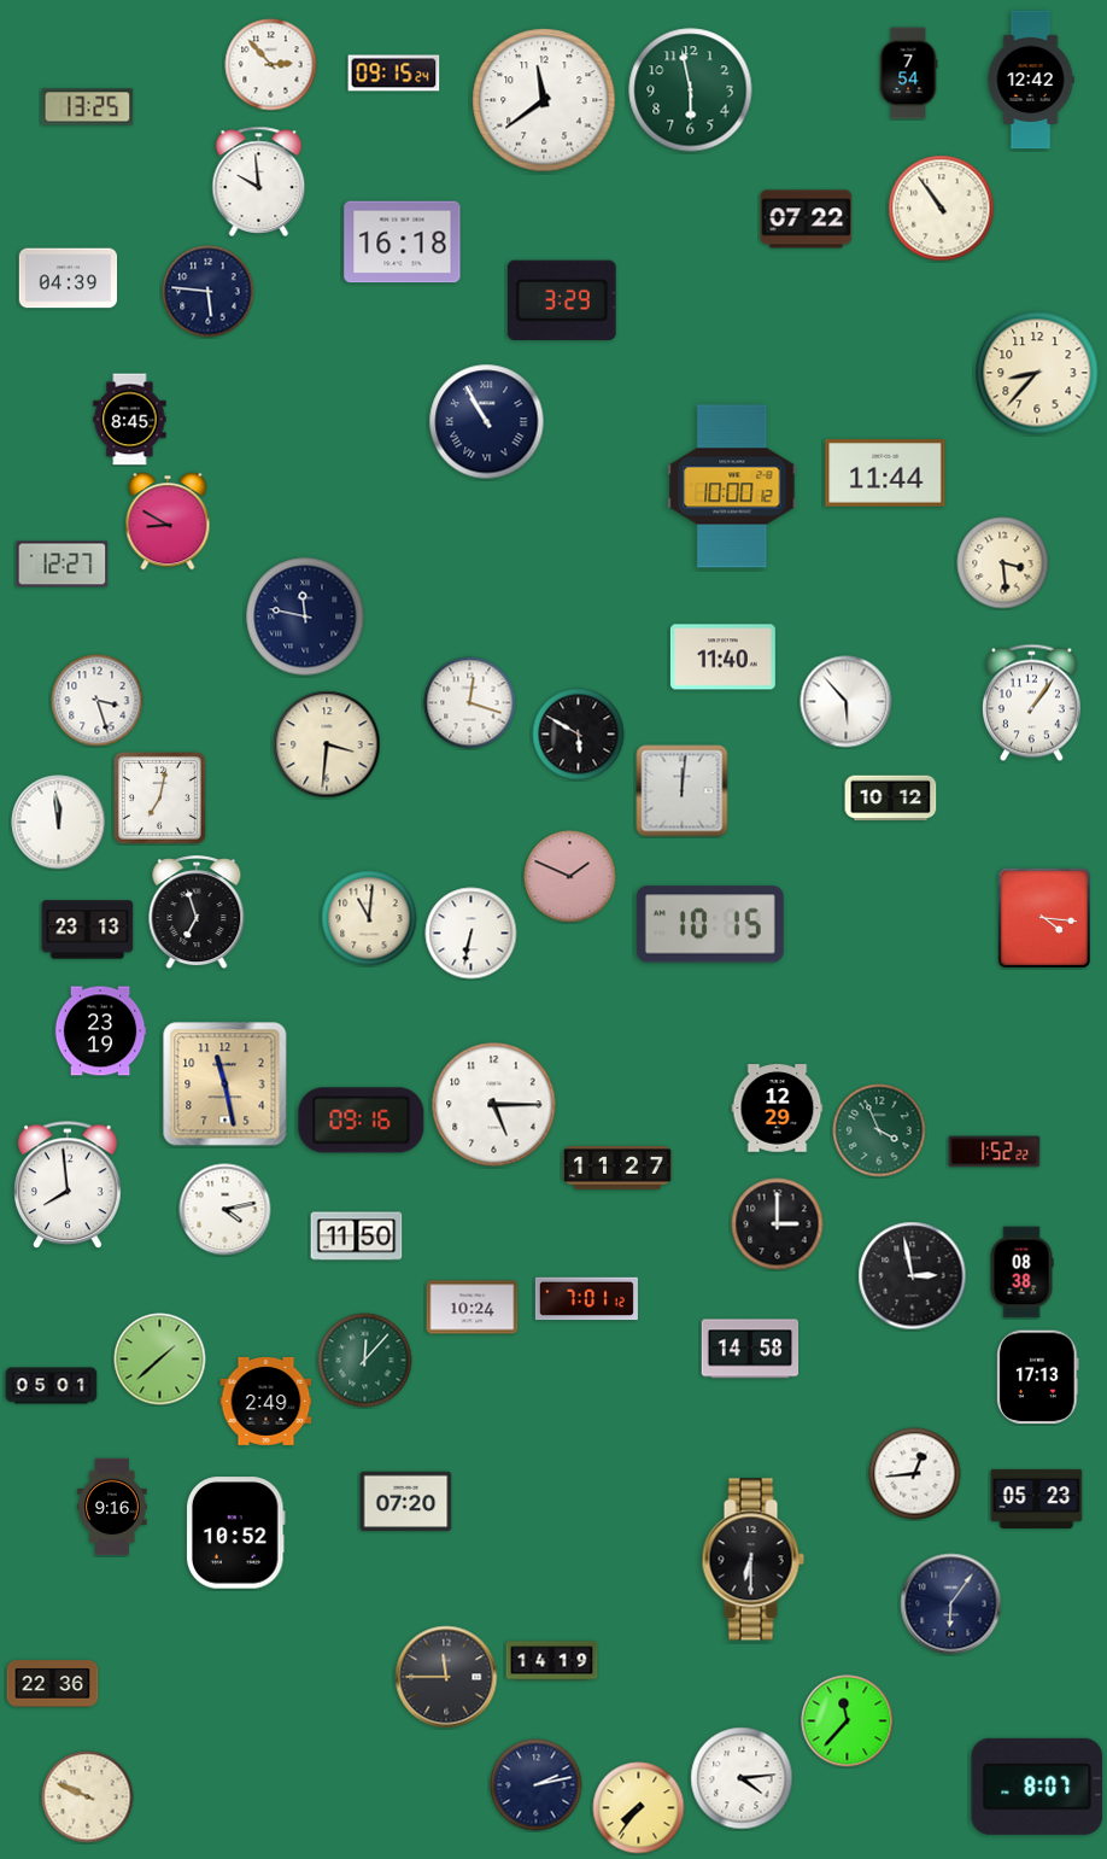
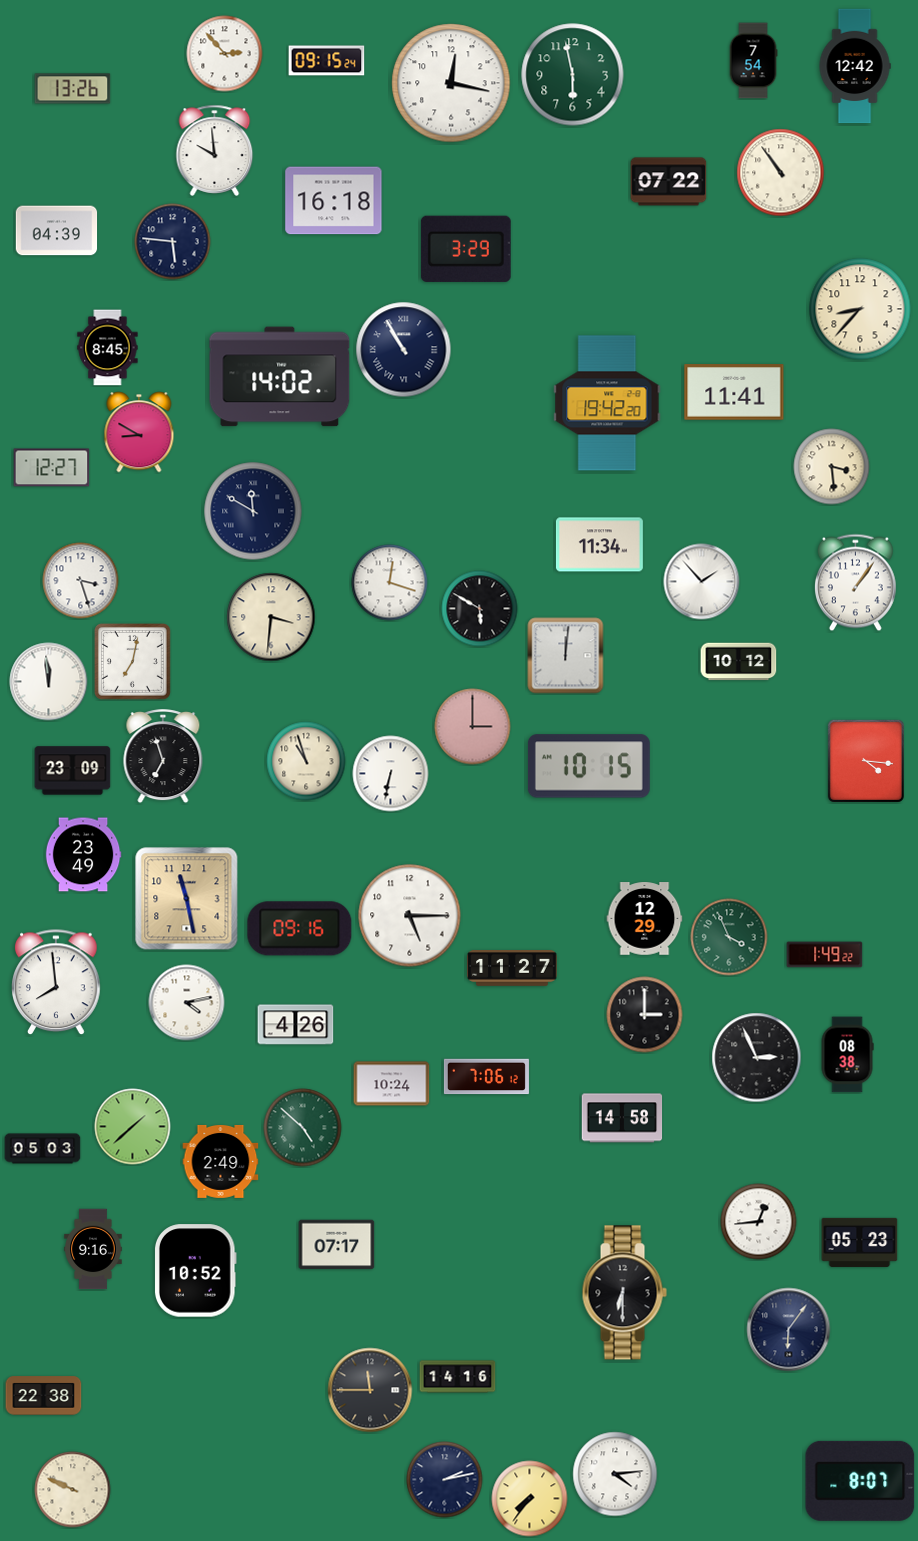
clock at (544, 100): 11:39 -> 12:17
clock at (88, 107): 13:25 -> 13:26
clock at (280, 377): none -> 14:02
clock at (885, 473): 11:44 -> 11:41
clock at (732, 486): 10:00 -> 19:42
clock at (305, 616): 11:47 -> 11:50
clock at (722, 657): 11:40 -> 11:34
clock at (847, 702): 5:53 -> 1:53
clock at (570, 877): 1:49 -> 3:00
clock at (369, 918): 11:01 -> 10:57
clock at (88, 930): 23:13 -> 23:09
clock at (100, 1031): 23:19 -> 23:49
clock at (995, 1152): 1:52 -> 1:49
clock at (357, 1237): 11:50 -> 4:26
clock at (913, 1276): 2:58 -> 2:56
clock at (586, 1299): 7:01 -> 7:06
clock at (365, 1361): 12:07 -> 4:52
clock at (1038, 1378): 17:13 -> none
clock at (52, 1386): 05:01 -> 05:03
clock at (406, 1502): 07:20 -> 07:17
clock at (552, 1661): 14:19 -> 14:16
clock at (53, 1684): 22:36 -> 22:38
clock at (848, 1721): 11:37 -> none
